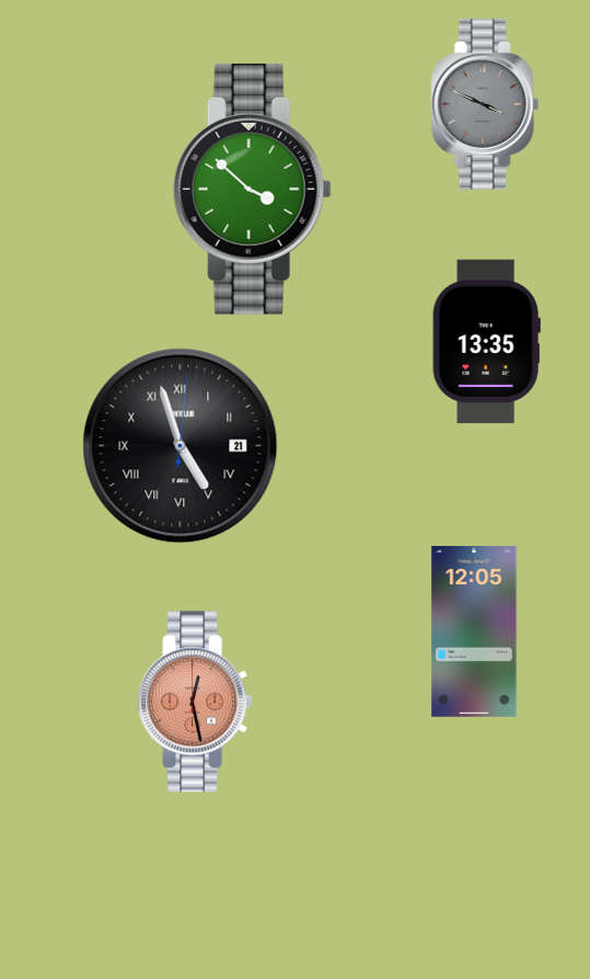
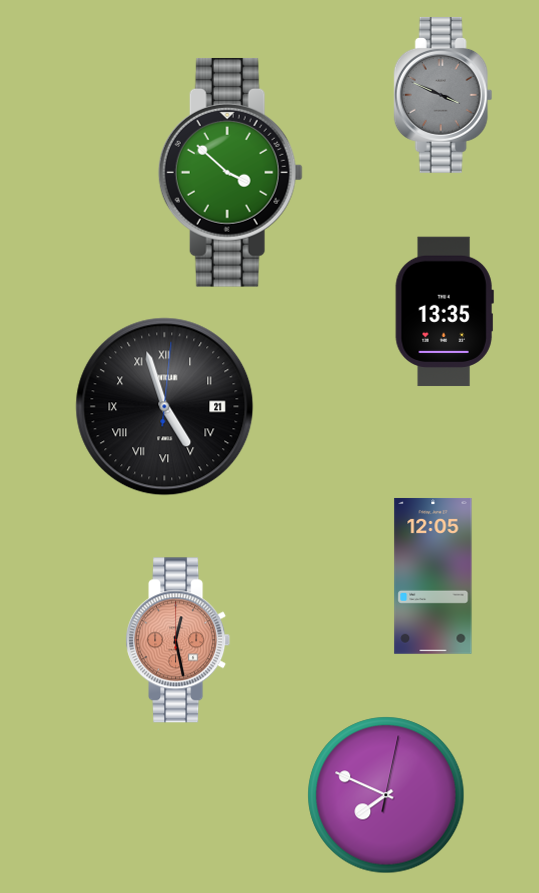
clock at (386, 795): none -> 7:49
